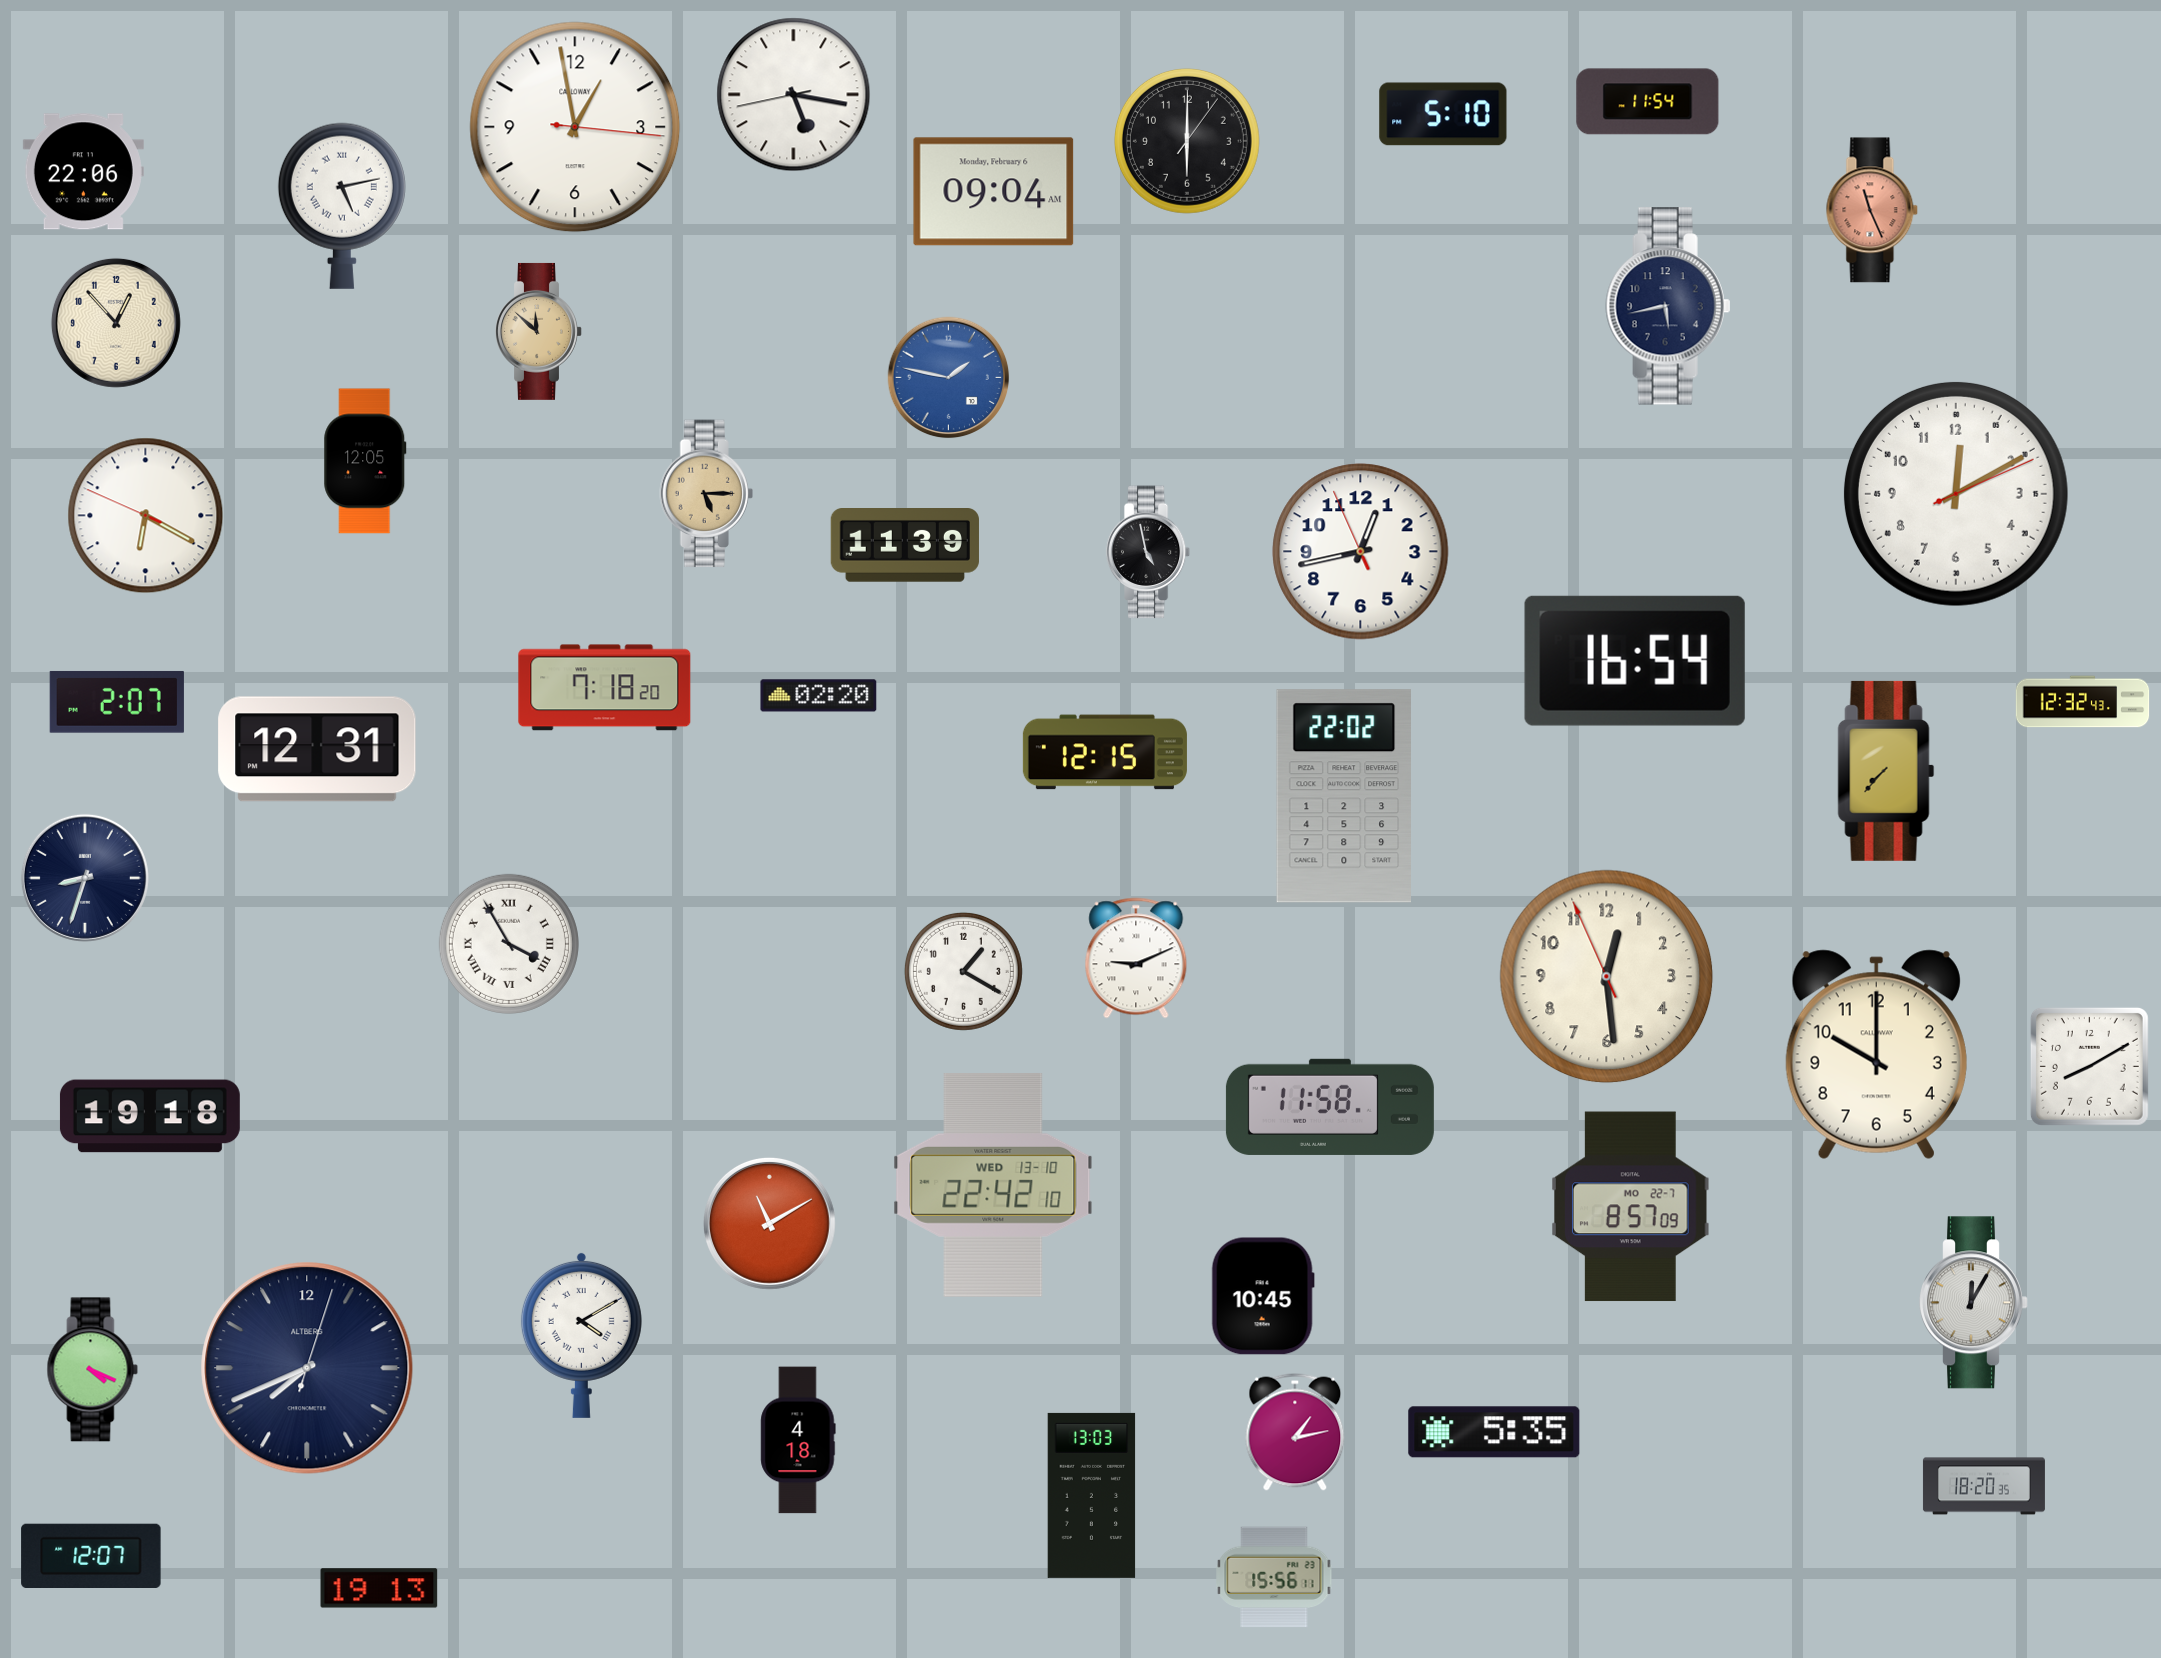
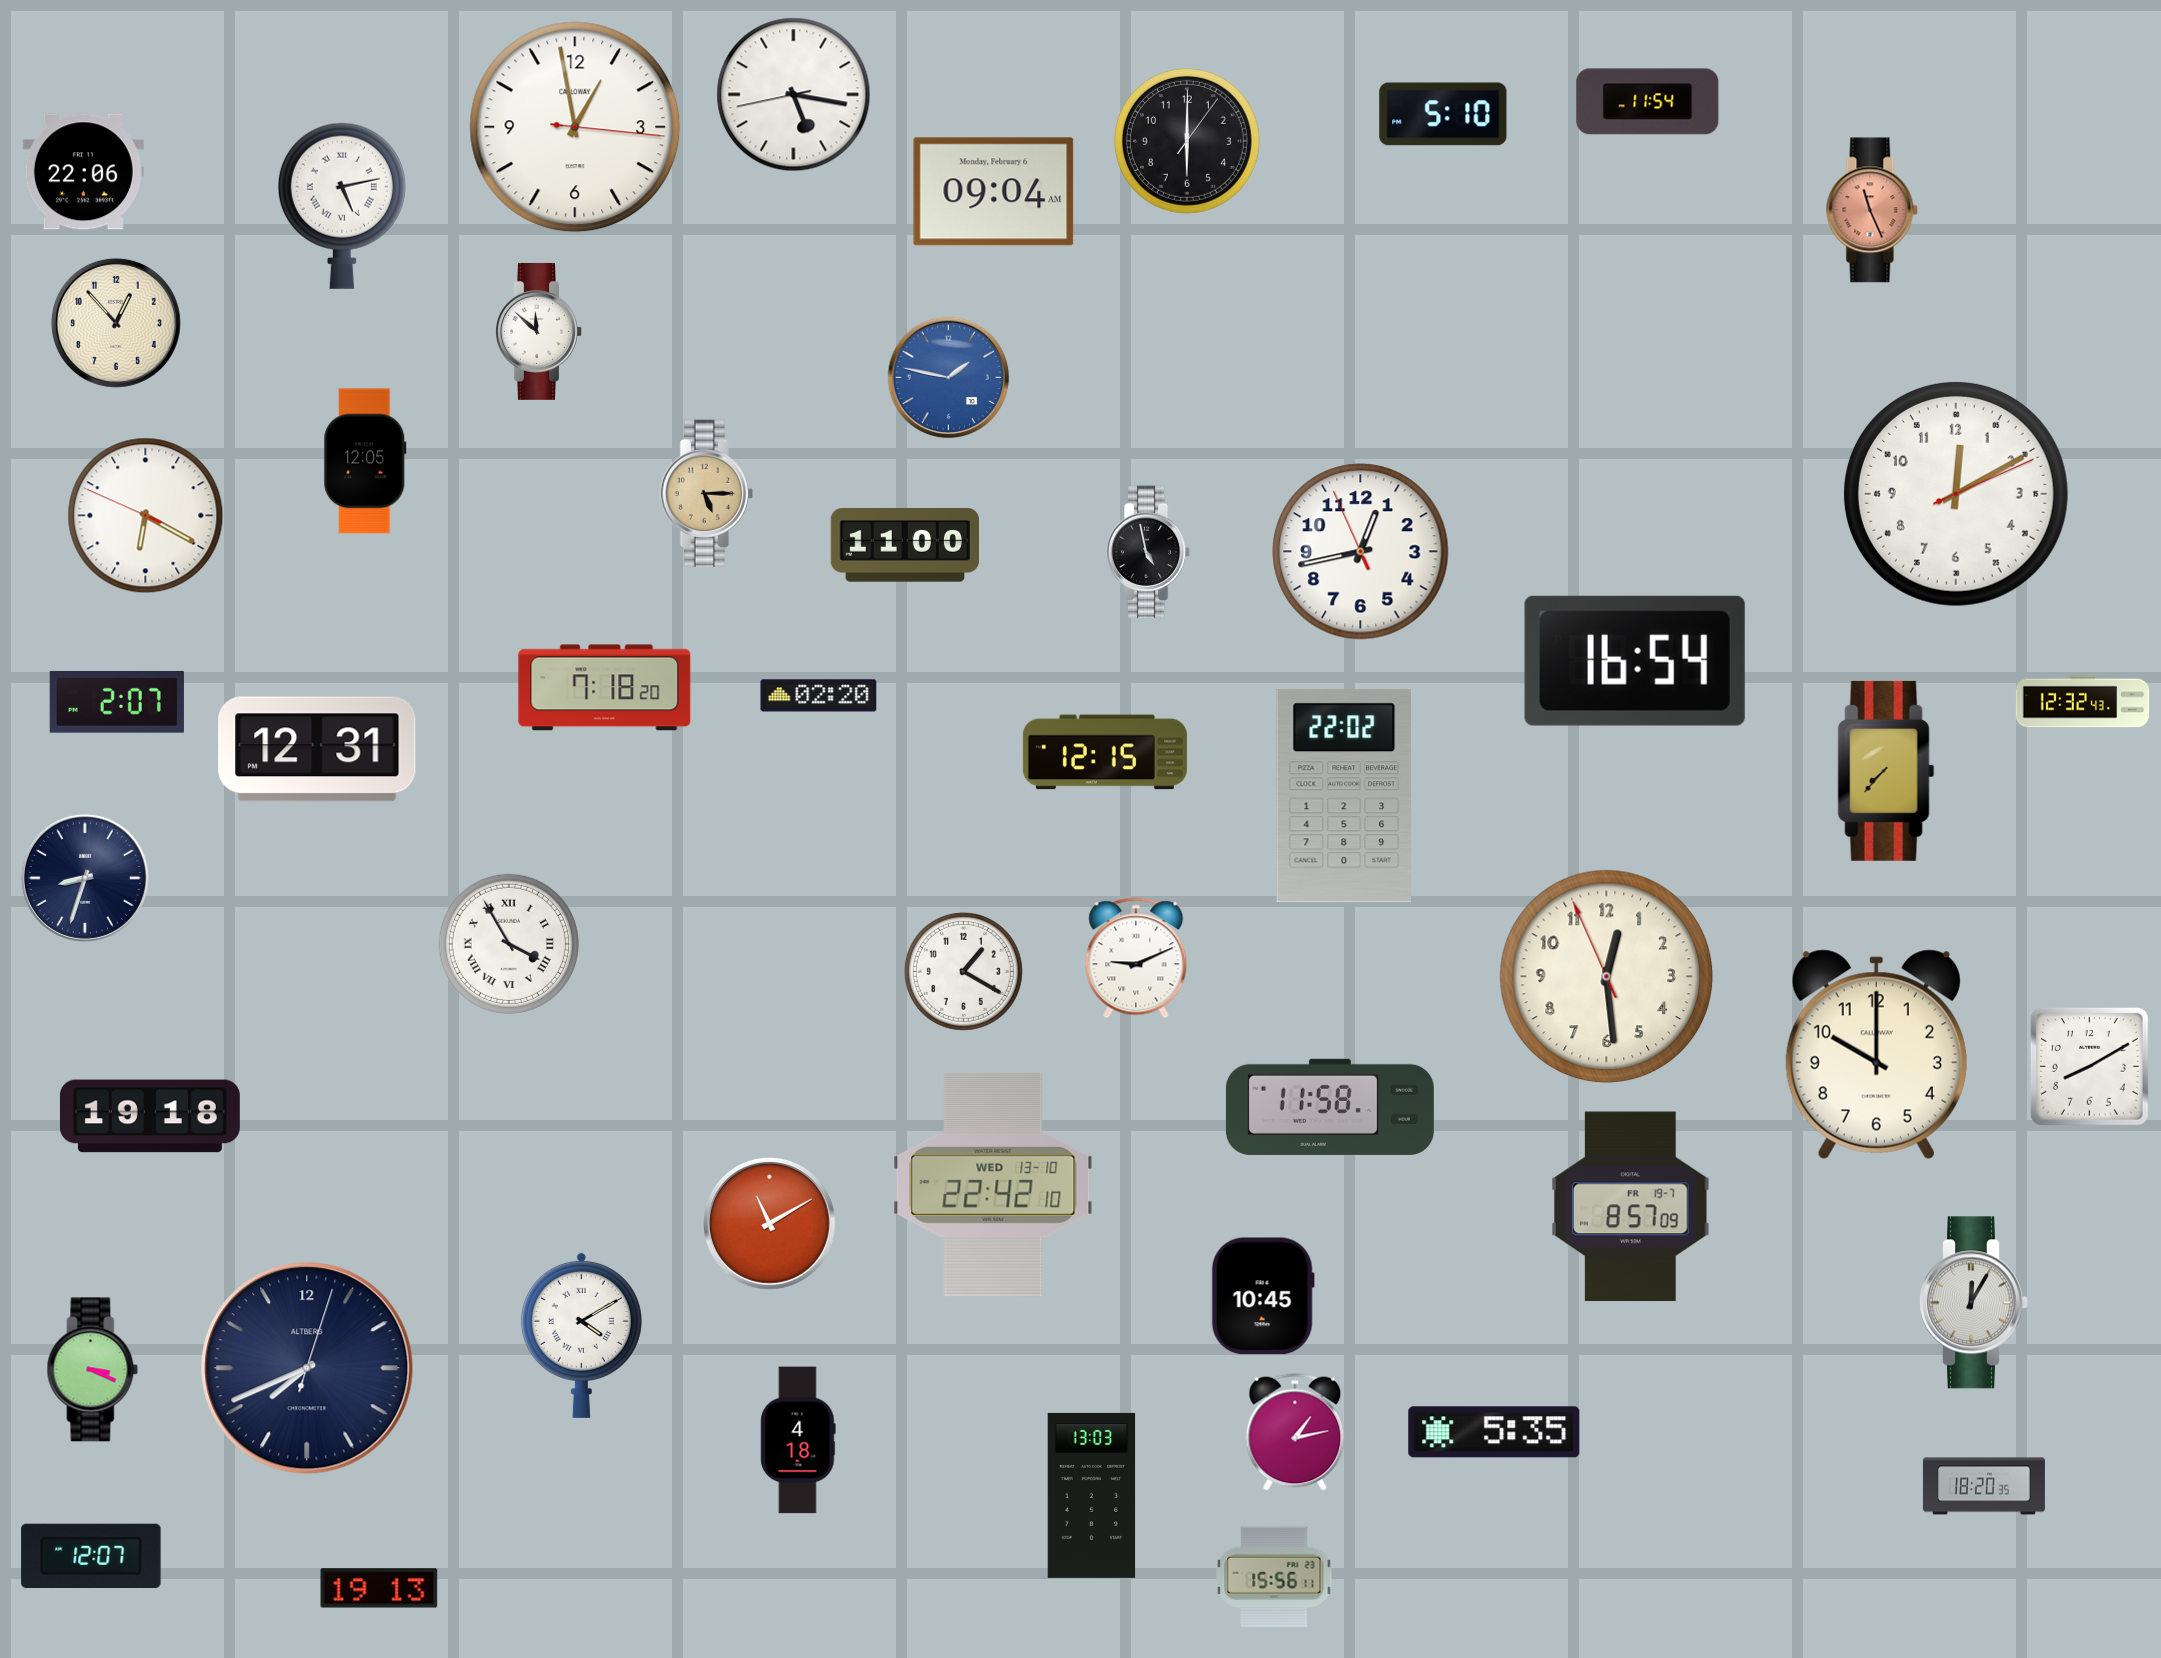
clock at (1668, 306): 5:43 -> none
clock at (539, 331) dial: champagne -> white
clock at (904, 546): 11:39 -> 11:00
clock at (1631, 1207) date: MO 22-7 -> FR 19-7
clock at (93, 1370): 4:19 -> 3:19
